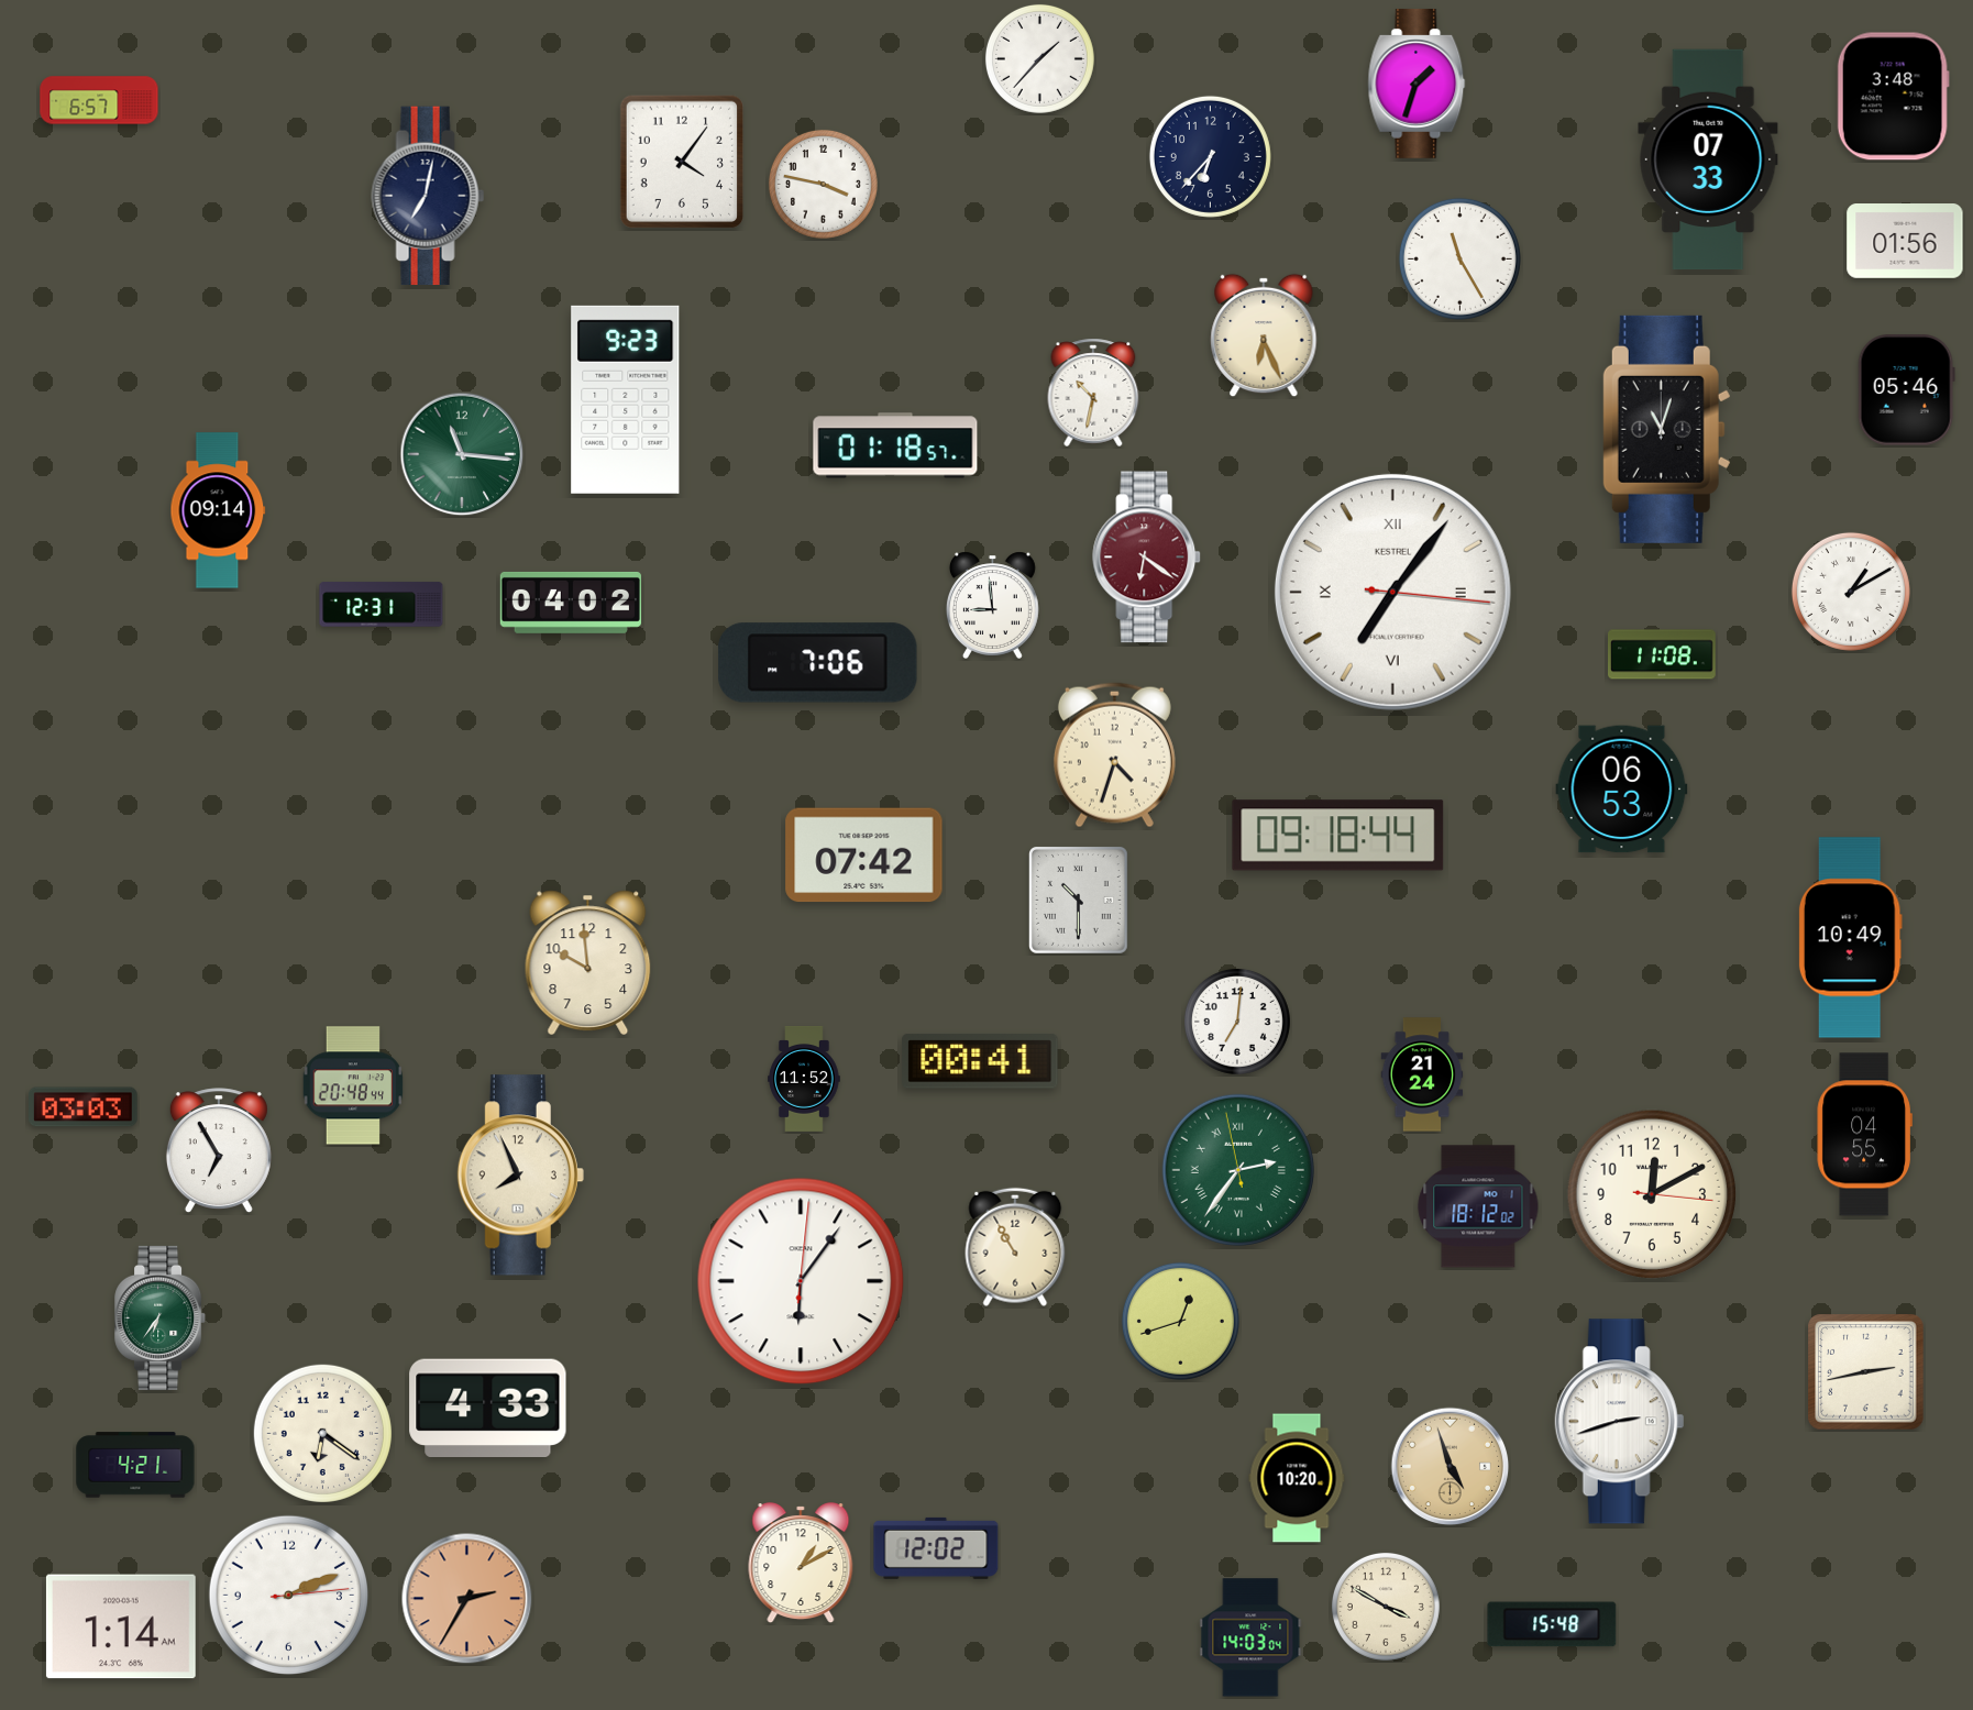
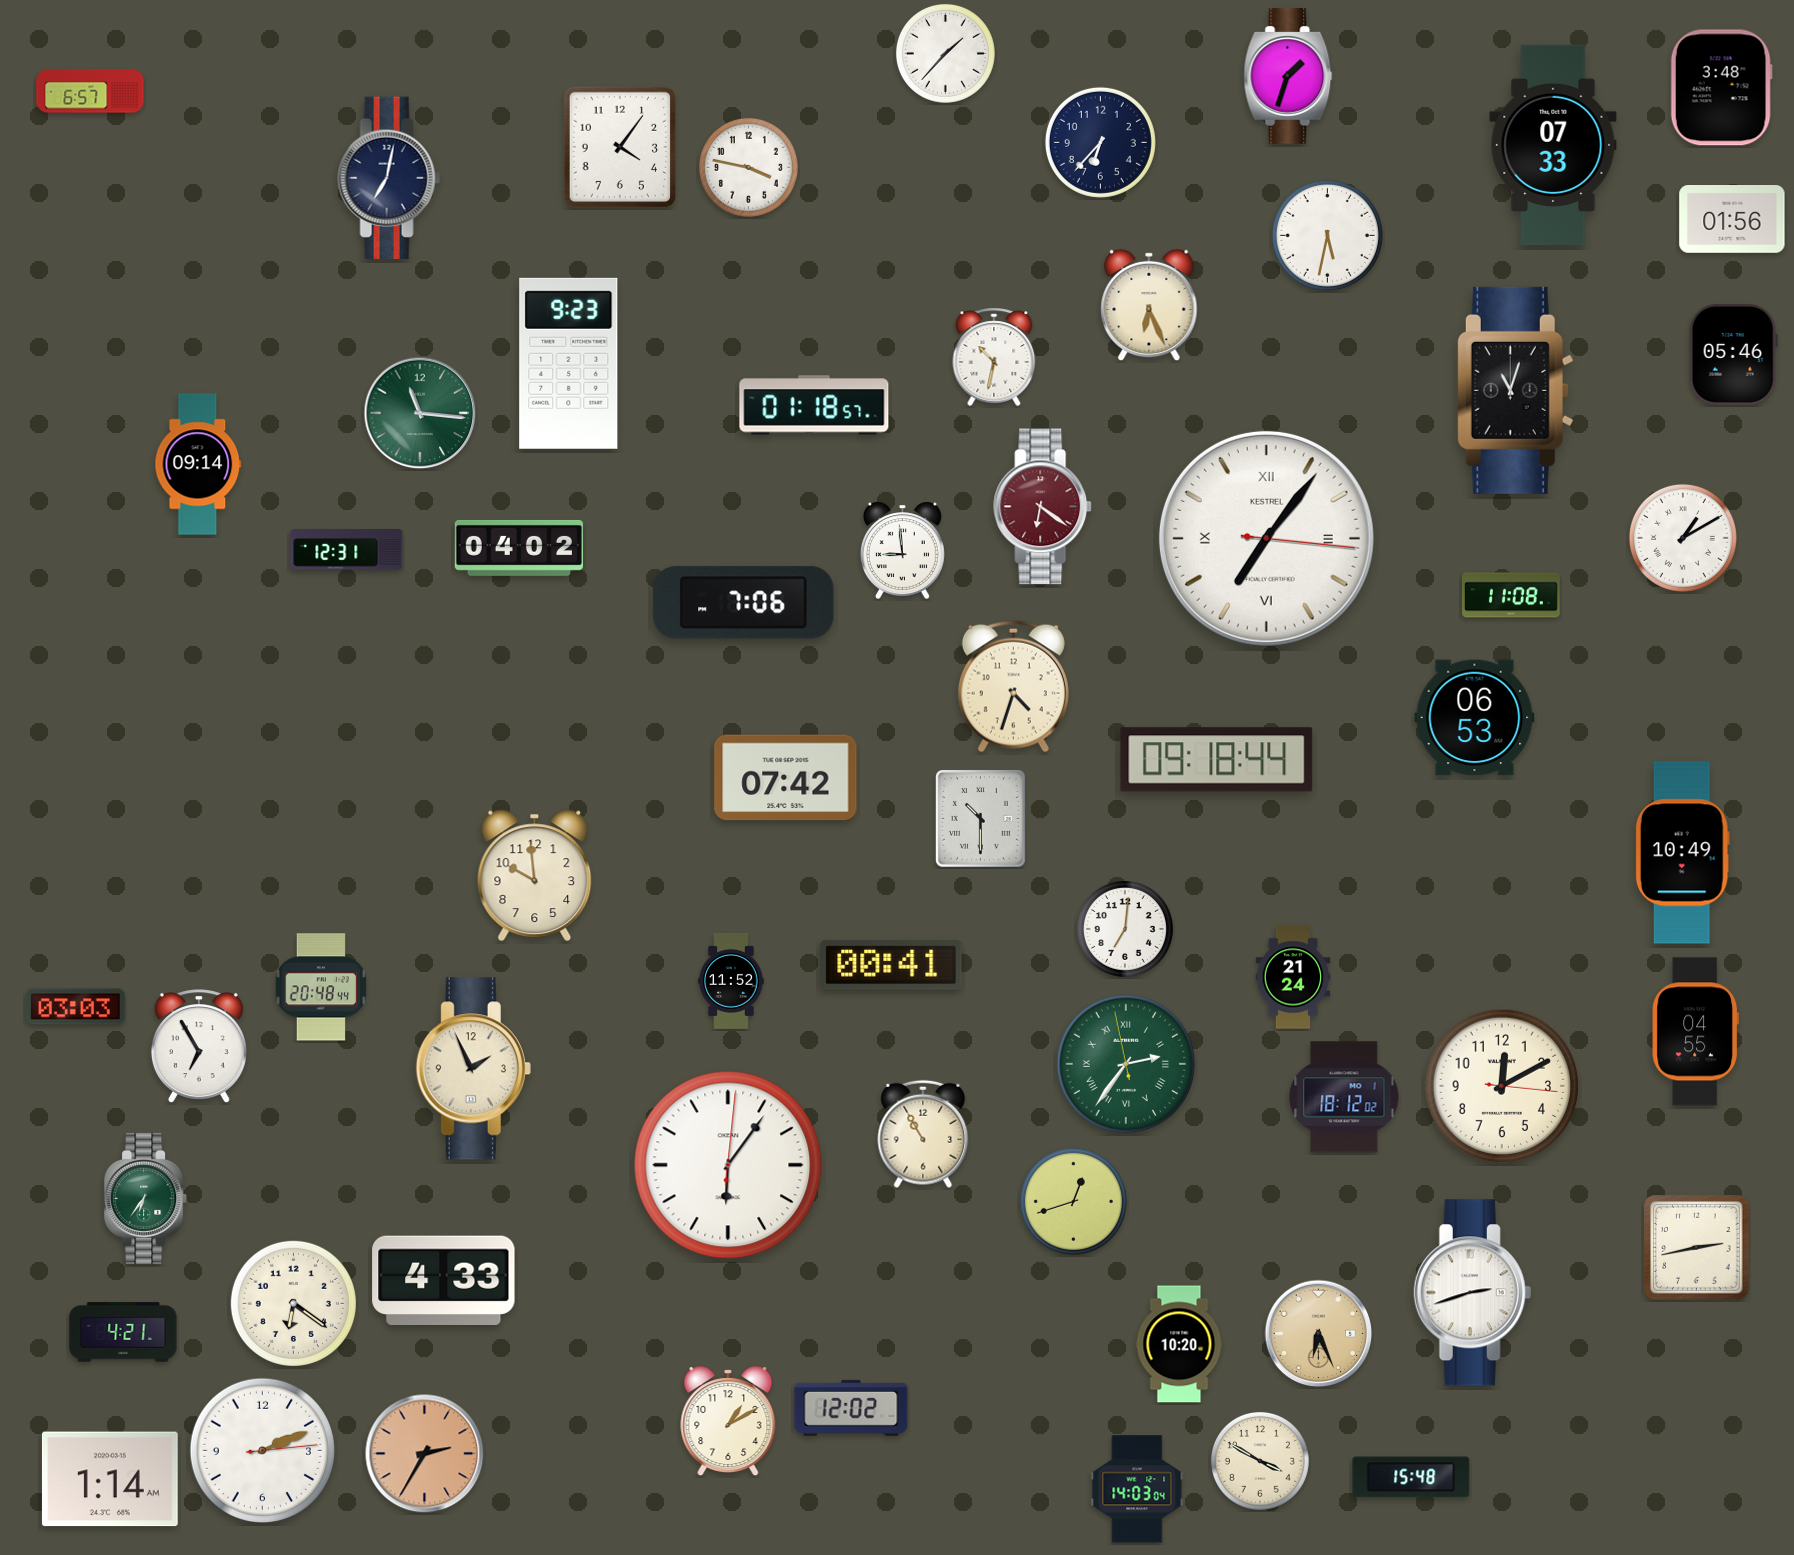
clock at (1459, 258): 11:25 -> 5:32
clock at (520, 1176): 7:56 -> 1:56
clock at (1451, 1467): 4:57 -> 6:26
